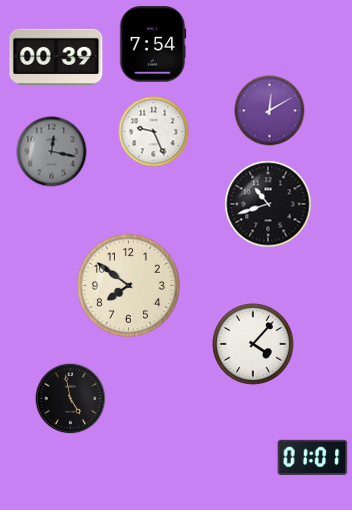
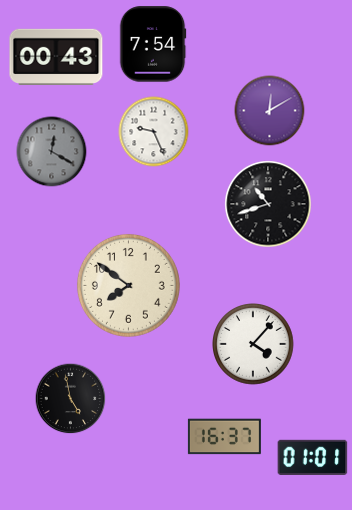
clock at (56, 57): 00:39 -> 00:43
clock at (52, 152): 12:17 -> 12:20
clock at (224, 437): none -> 16:37
